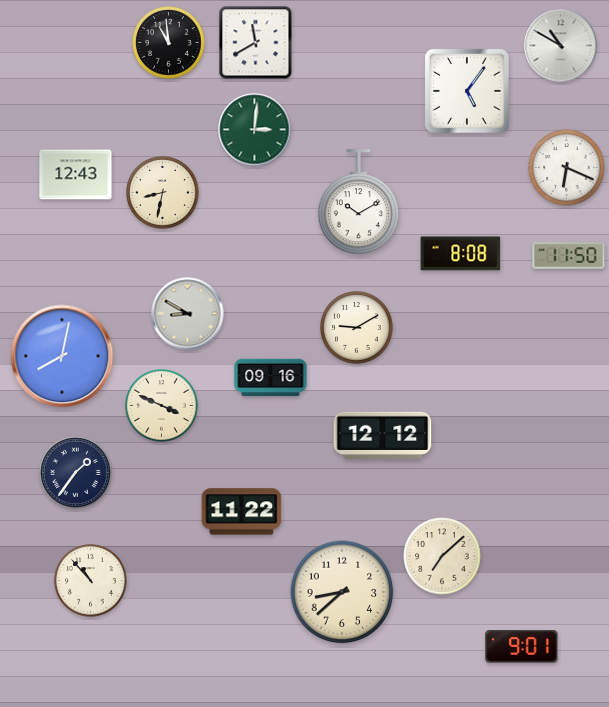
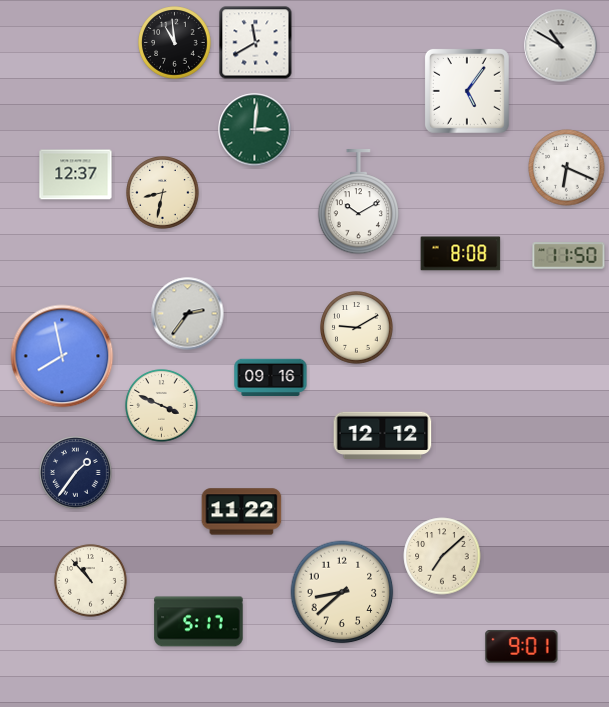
clock at (169, 43) position: (169, 43) -> (175, 43)
clock at (76, 175): 12:43 -> 12:37
clock at (188, 314): 8:50 -> 2:36
clock at (62, 356): 8:02 -> 7:58
clock at (199, 622): none -> 5:17
